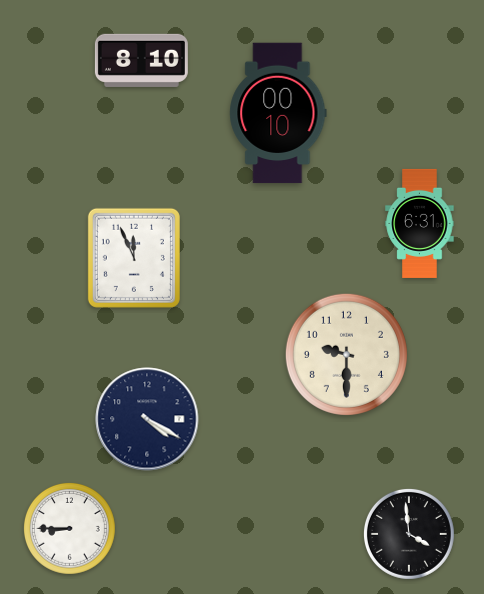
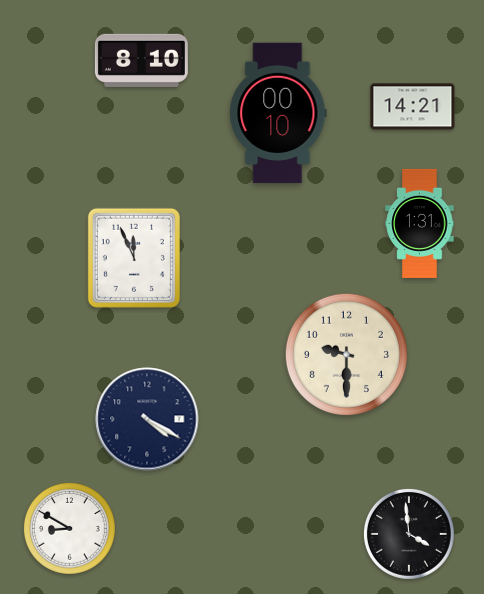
clock at (413, 107): none -> 14:21
clock at (420, 223): 6:31 -> 1:31
clock at (70, 528): 8:45 -> 8:50
